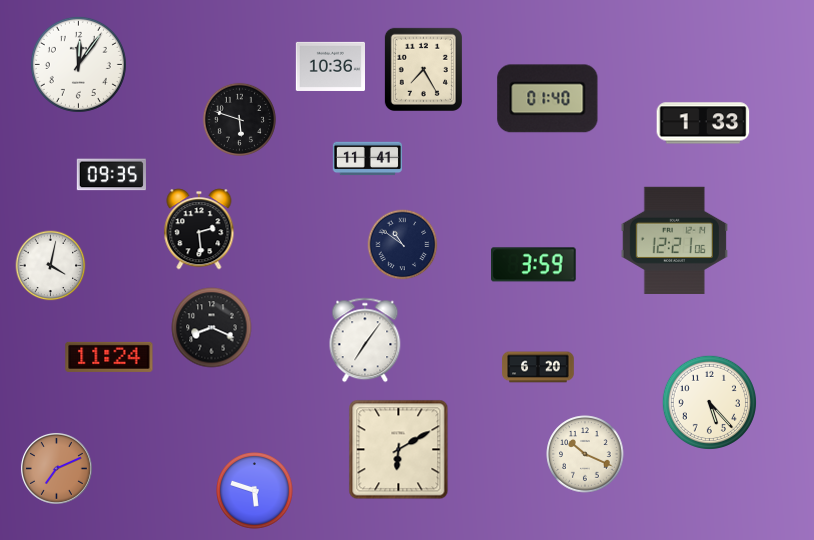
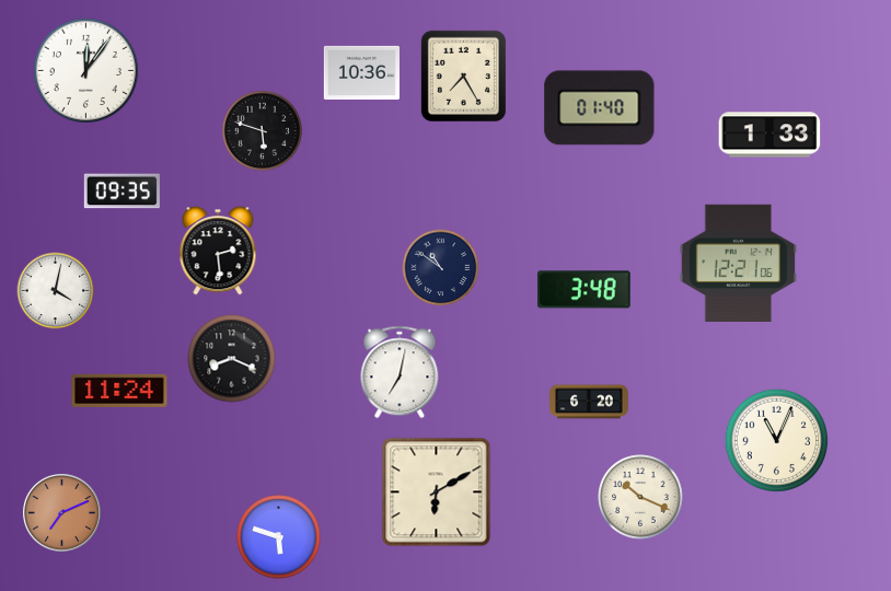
clock at (367, 159): 11:41 -> none
clock at (534, 265): 3:59 -> 3:48
clock at (365, 340): 7:06 -> 7:02
clock at (709, 402): 5:23 -> 11:04
